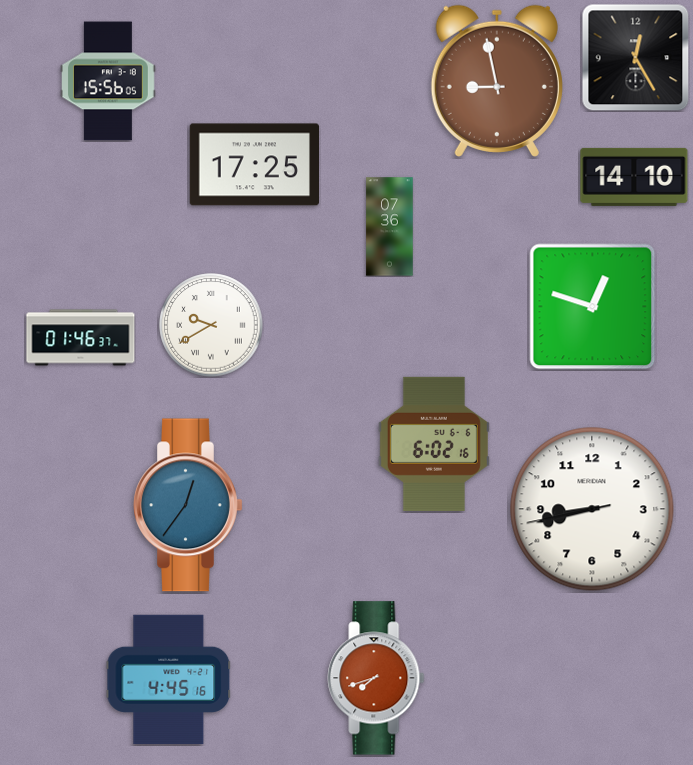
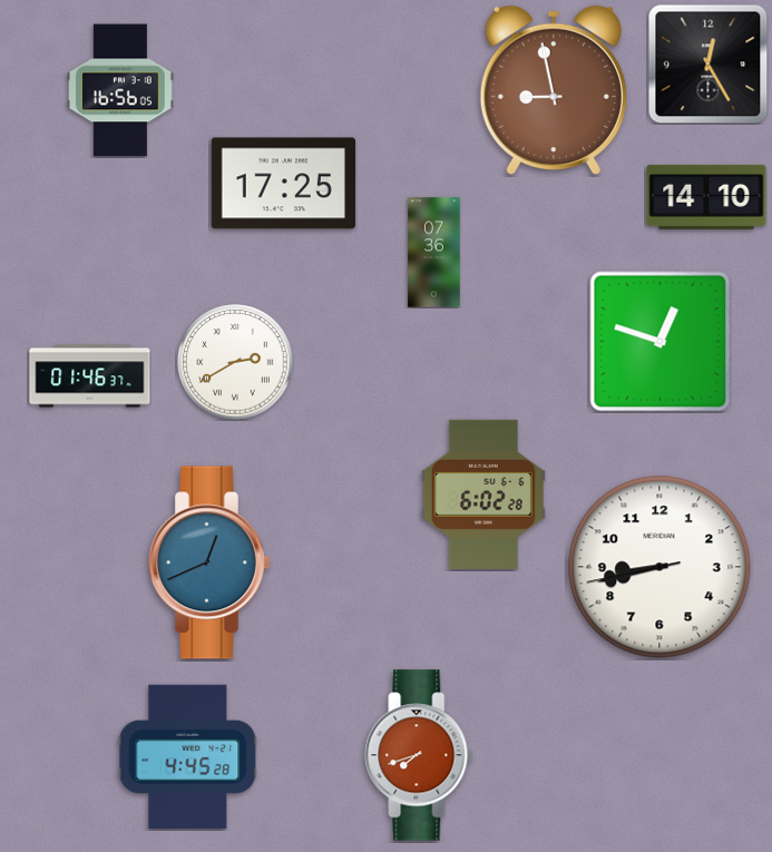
clock at (109, 81): 15:56 -> 16:56
clock at (211, 325): 9:40 -> 2:40
clock at (434, 444): 6:02:16 -> 6:02:28
clock at (188, 505): 12:36 -> 12:41
clock at (169, 680): 4:45:16 -> 4:45:28
